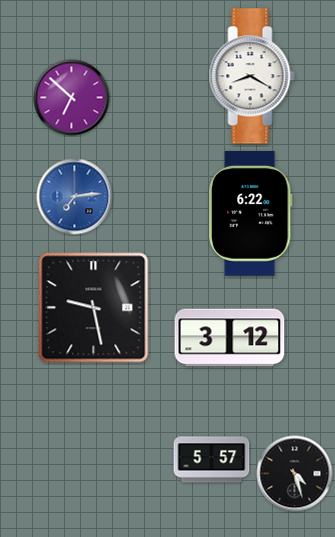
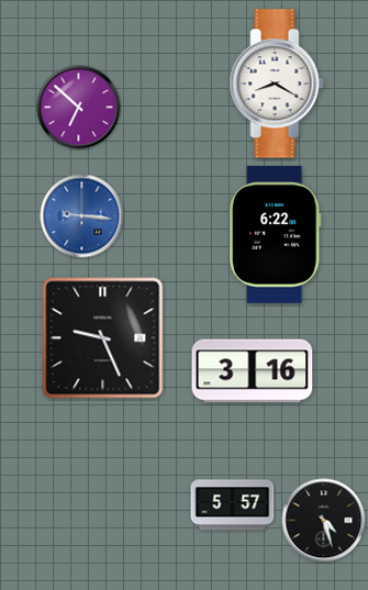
clock at (75, 197): 7:14 -> 9:16
clock at (94, 308): 9:28 -> 9:26
clock at (230, 338): 3:12 -> 3:16
